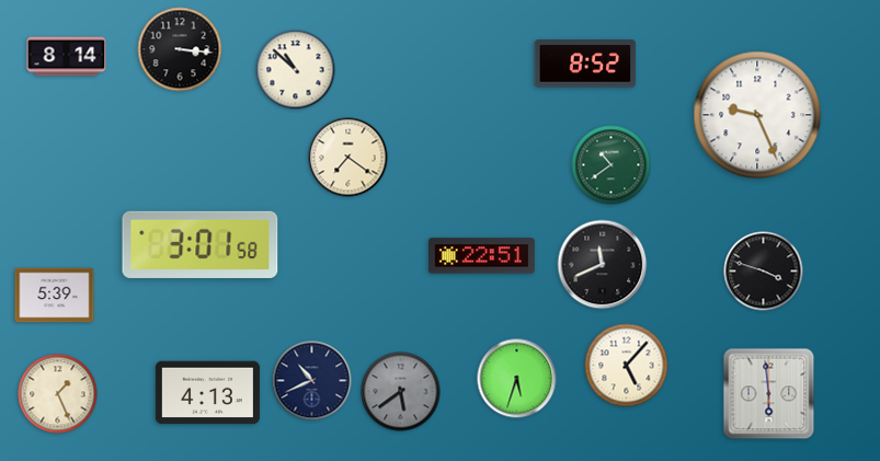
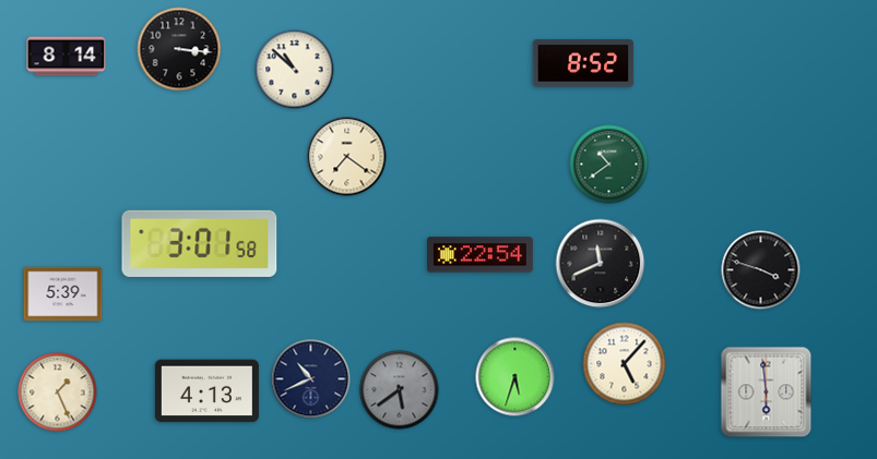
clock at (757, 115): 9:26 -> none
clock at (481, 256): 22:51 -> 22:54
clock at (55, 296) position: (55, 296) -> (63, 294)
